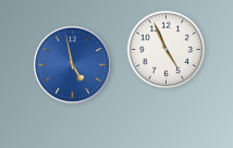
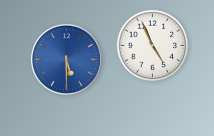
clock at (72, 64): 4:58 -> 5:30
